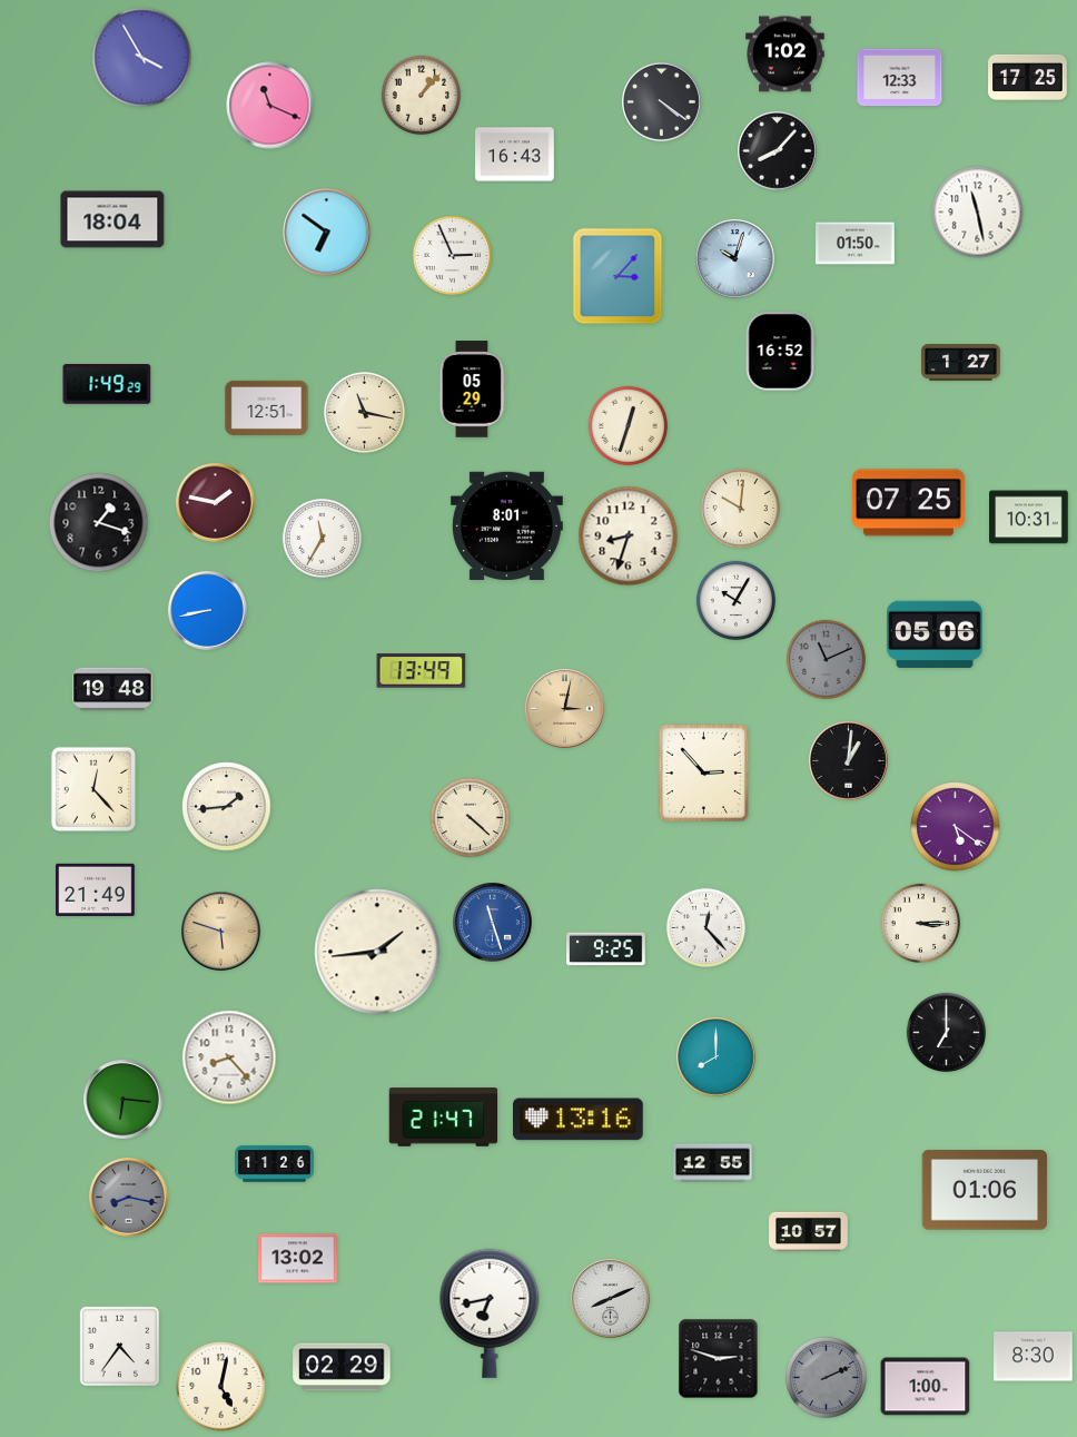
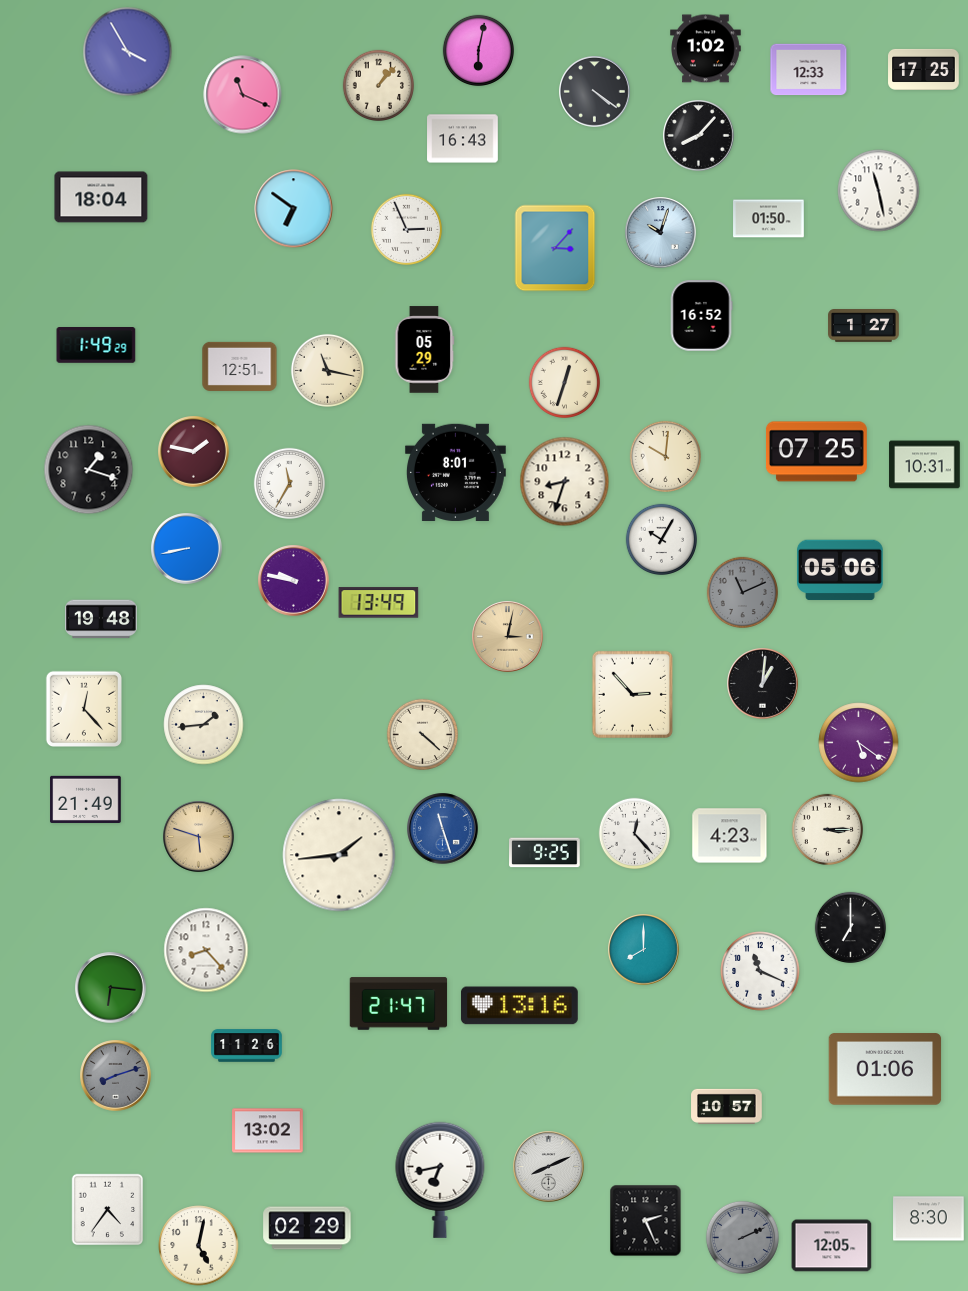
clock at (478, 50): none -> 6:02
clock at (294, 581): none -> 9:47
clock at (730, 836): none -> 4:23
clock at (760, 971): none -> 11:19
clock at (713, 1163): 12:55 -> none
clock at (129, 1198): 8:17 -> 8:12
clock at (719, 1359): 2:48 -> 2:26
clock at (926, 1387): 1:00 -> 12:05
